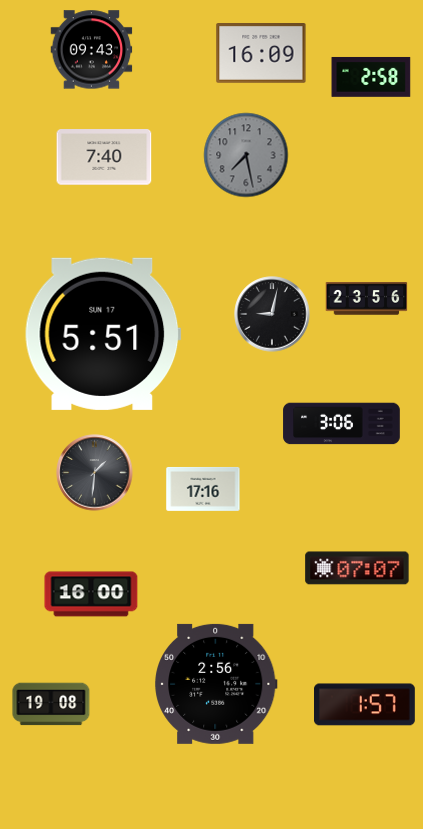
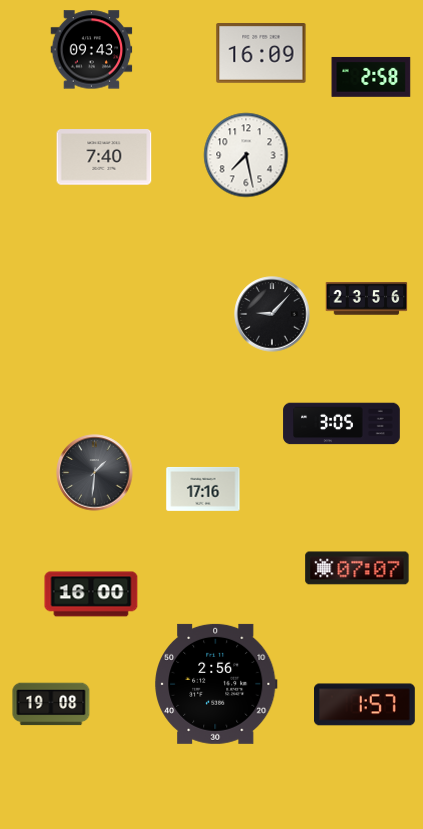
clock at (246, 155) dial: grey -> white
clock at (272, 314): 9:02 -> 9:07
clock at (103, 334): 5:51 -> none
clock at (342, 424): 3:06 -> 3:05
